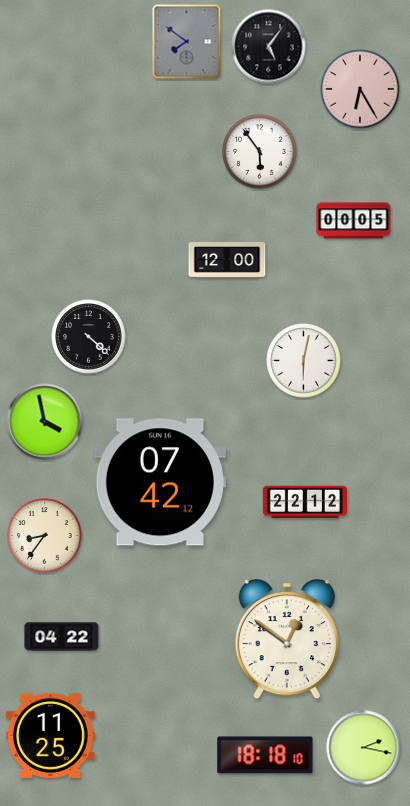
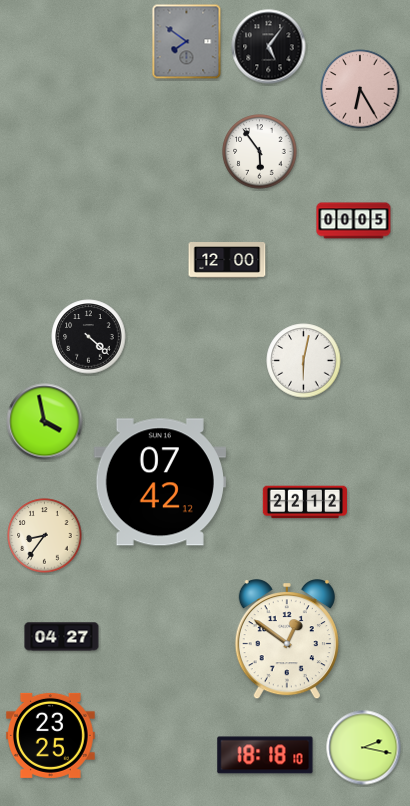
clock at (62, 637): 04:22 -> 04:27
clock at (50, 735): 11:25 -> 23:25
